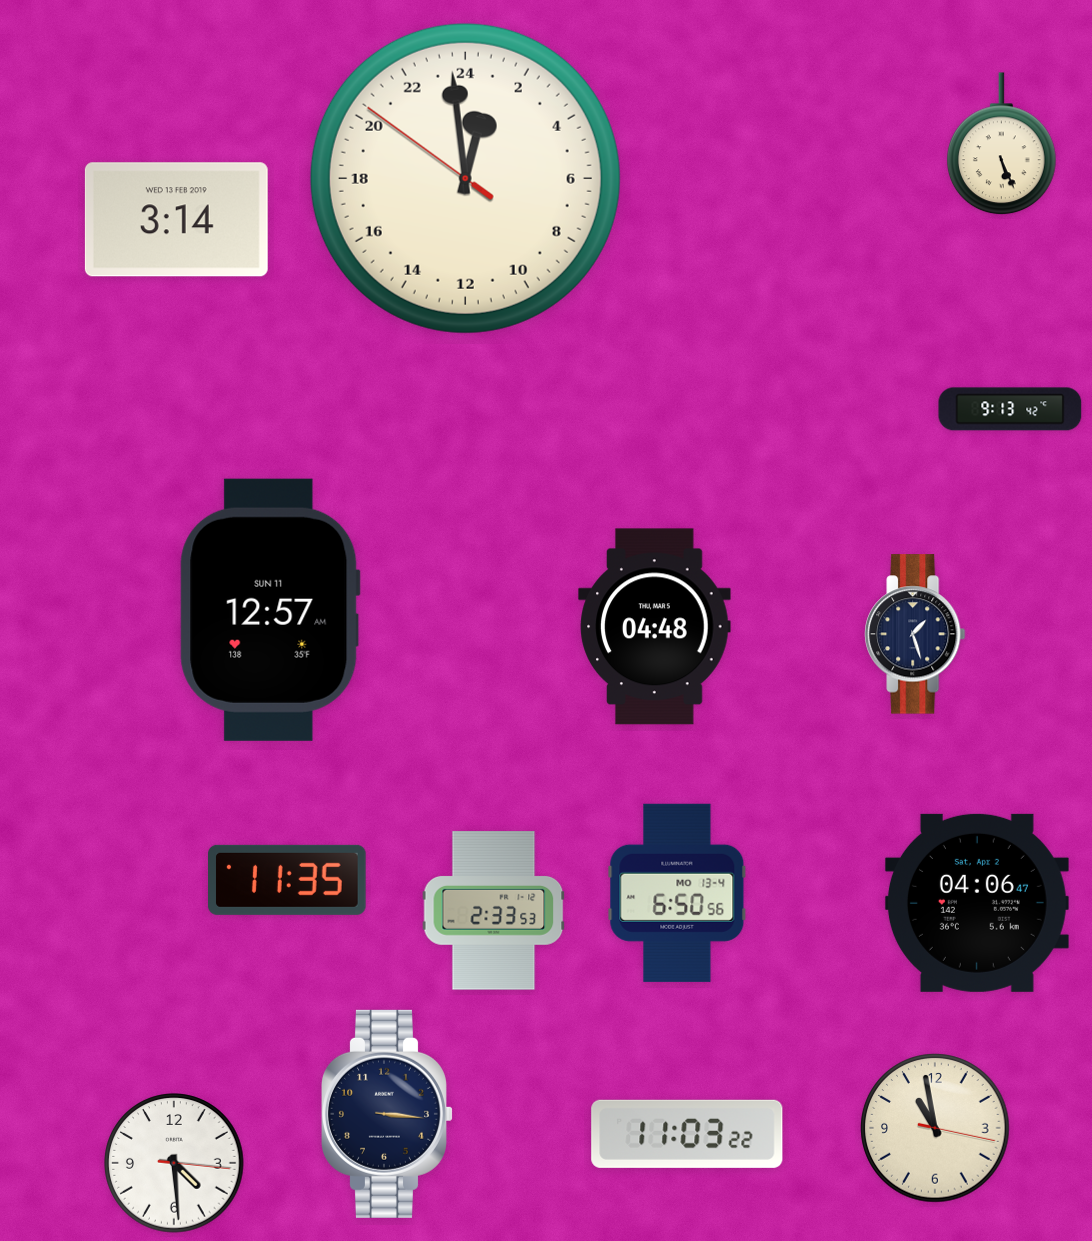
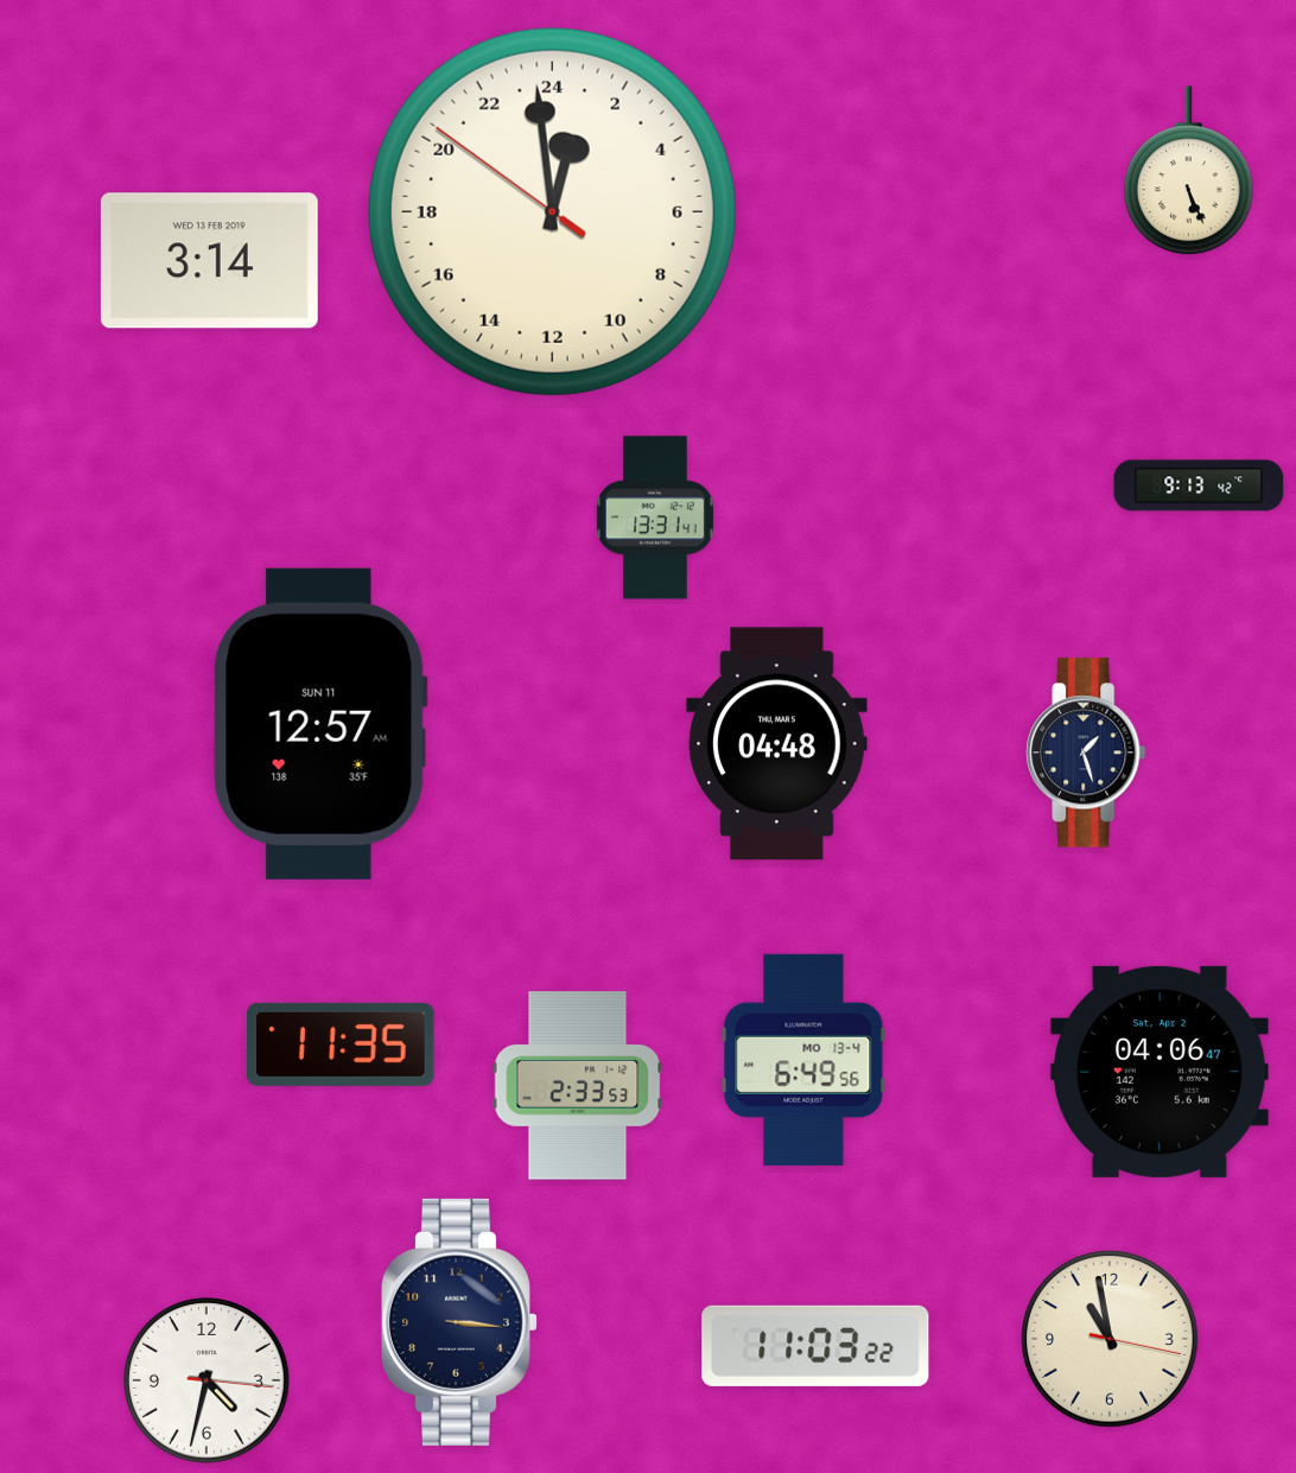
clock at (655, 518): none -> 13:31
clock at (677, 893): 6:50 -> 6:49
clock at (494, 911) position: (494, 911) -> (578, 1086)
clock at (174, 1163): 4:29 -> 4:32
